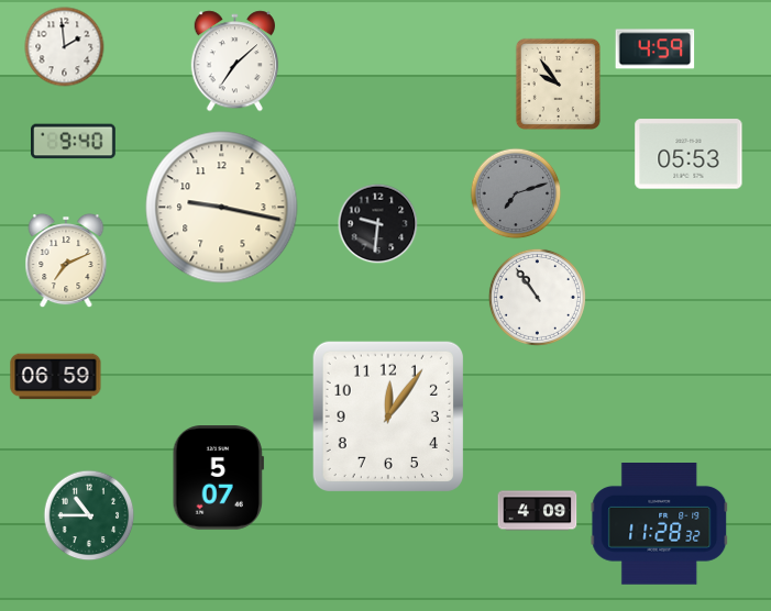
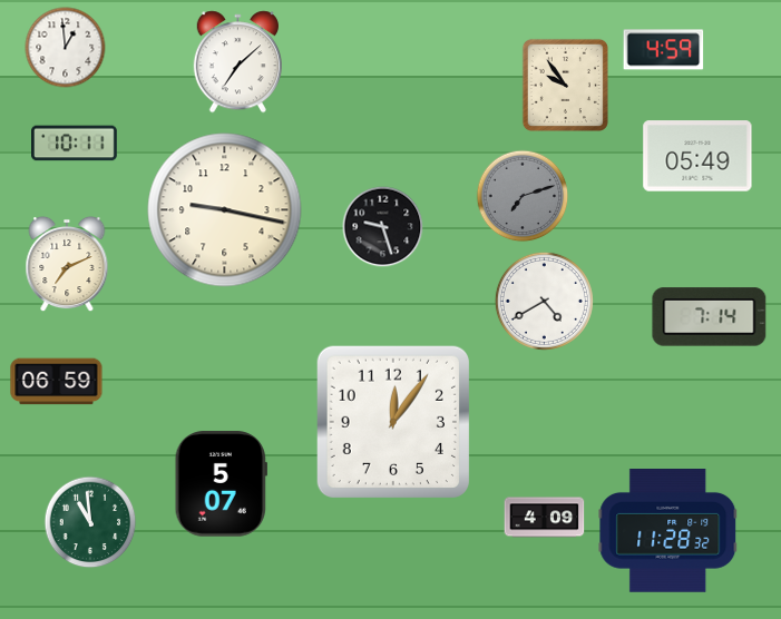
clock at (65, 47): 1:59 -> 12:59
clock at (74, 142): 9:40 -> 10:11
clock at (689, 154): 05:53 -> 05:49
clock at (378, 224): 9:31 -> 9:27
clock at (537, 297): 10:54 -> 4:40
clock at (710, 317): none -> 7:14
clock at (89, 515): 10:45 -> 10:59
